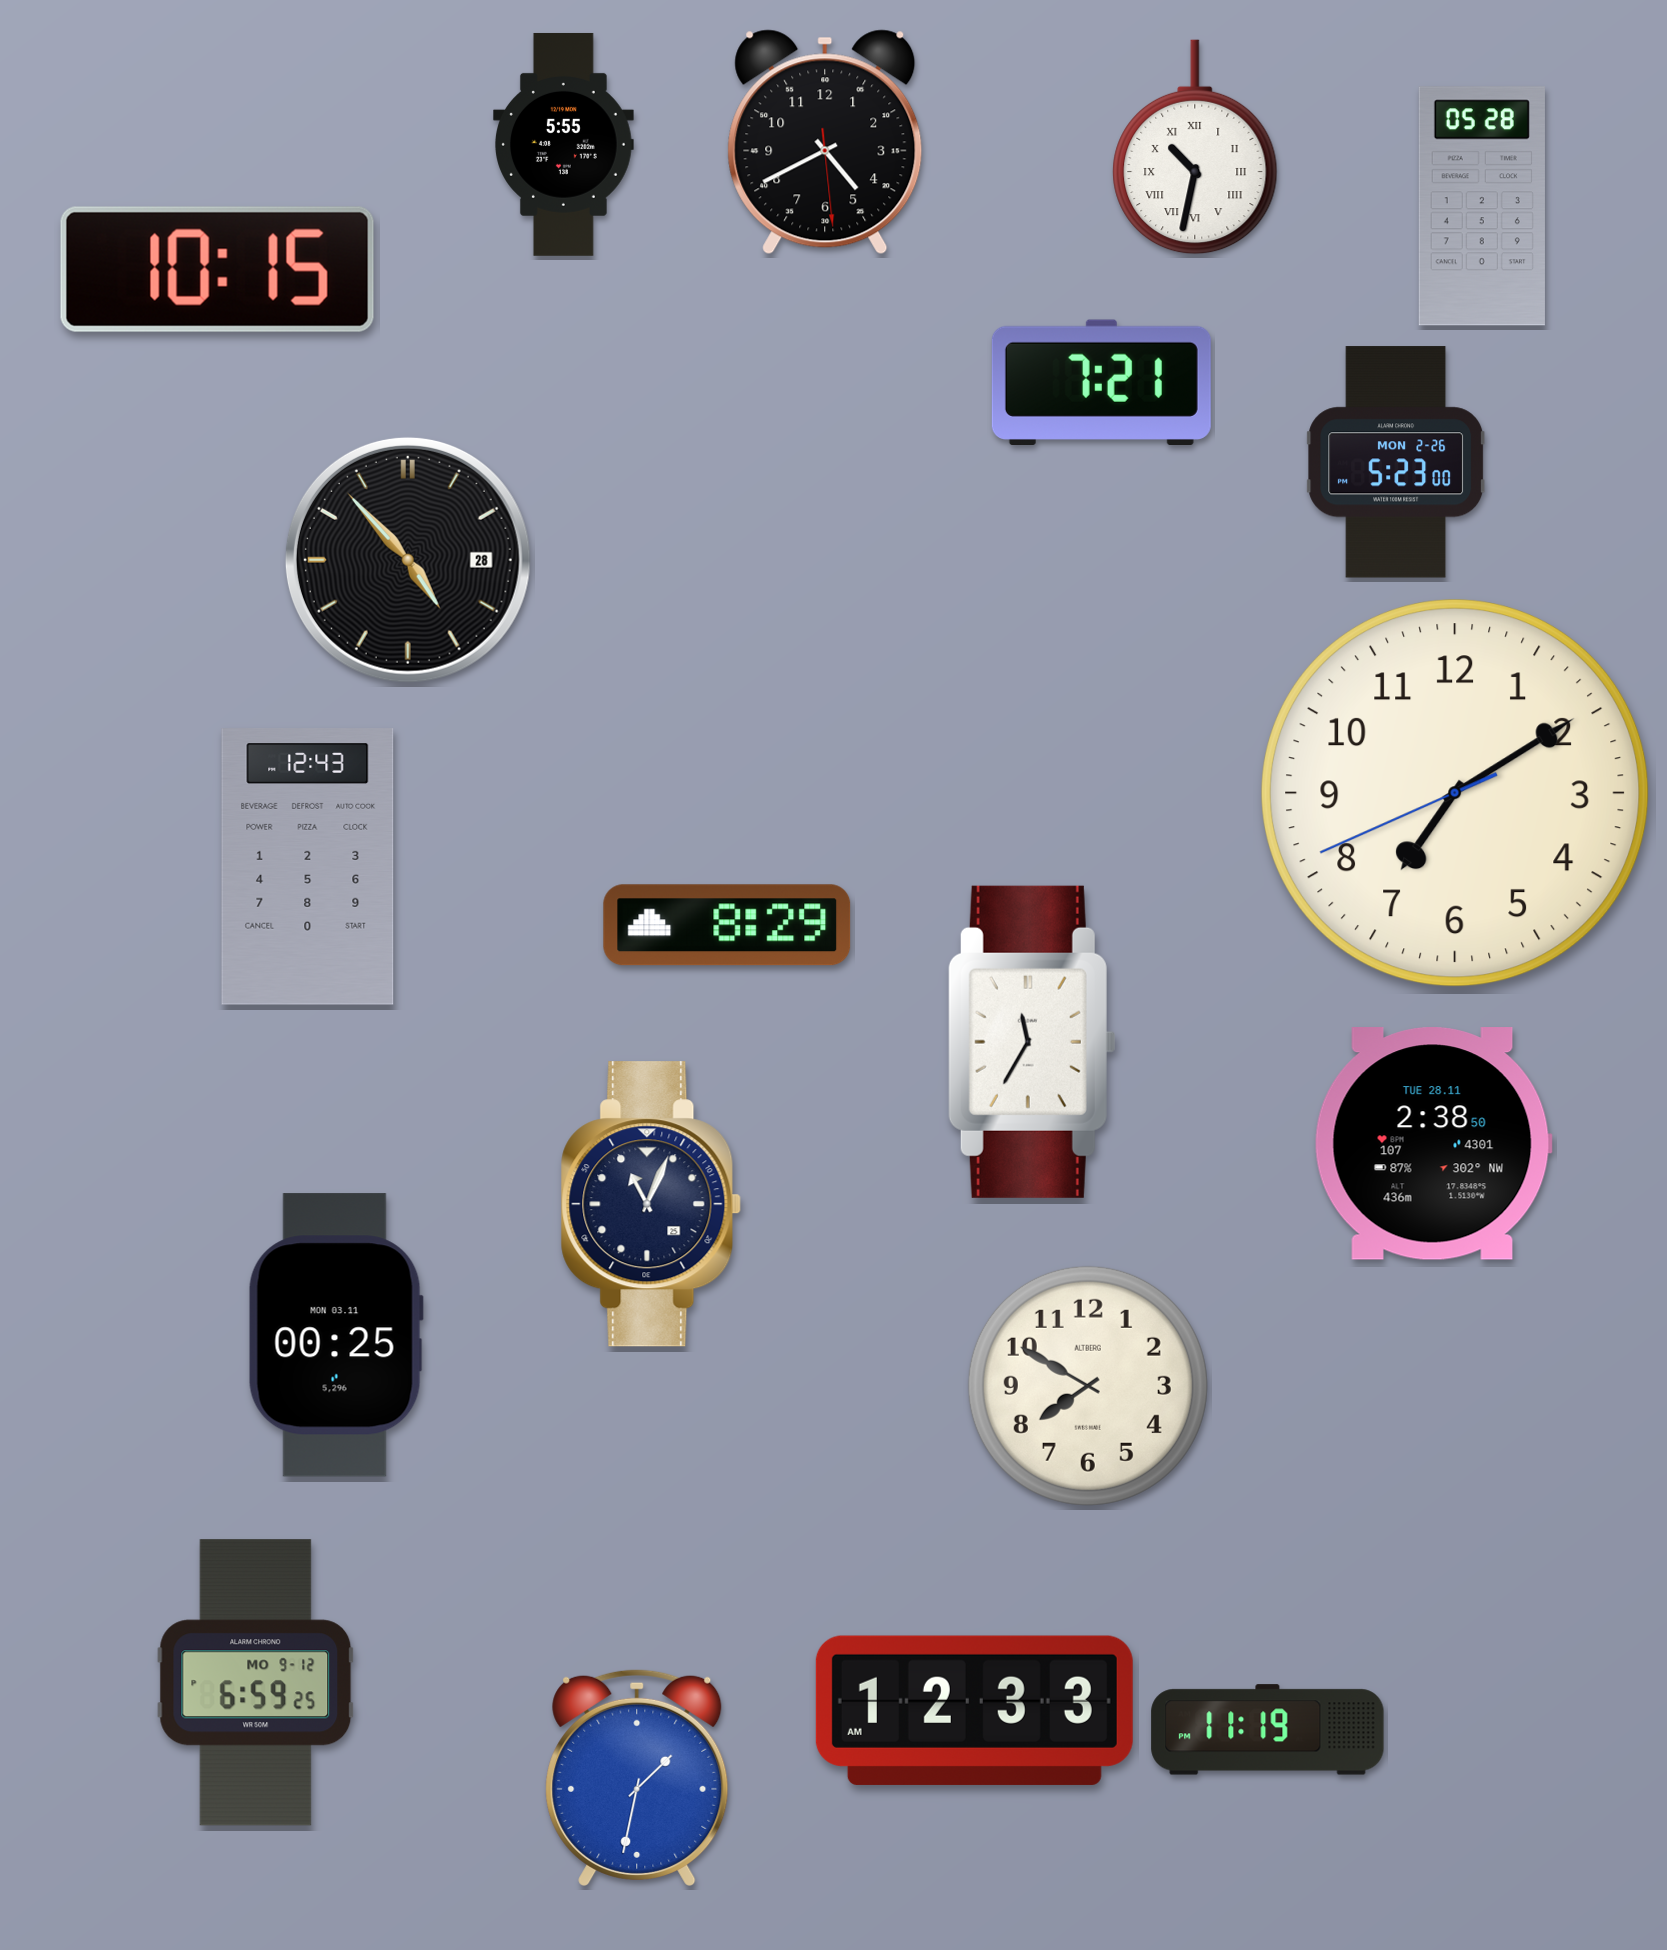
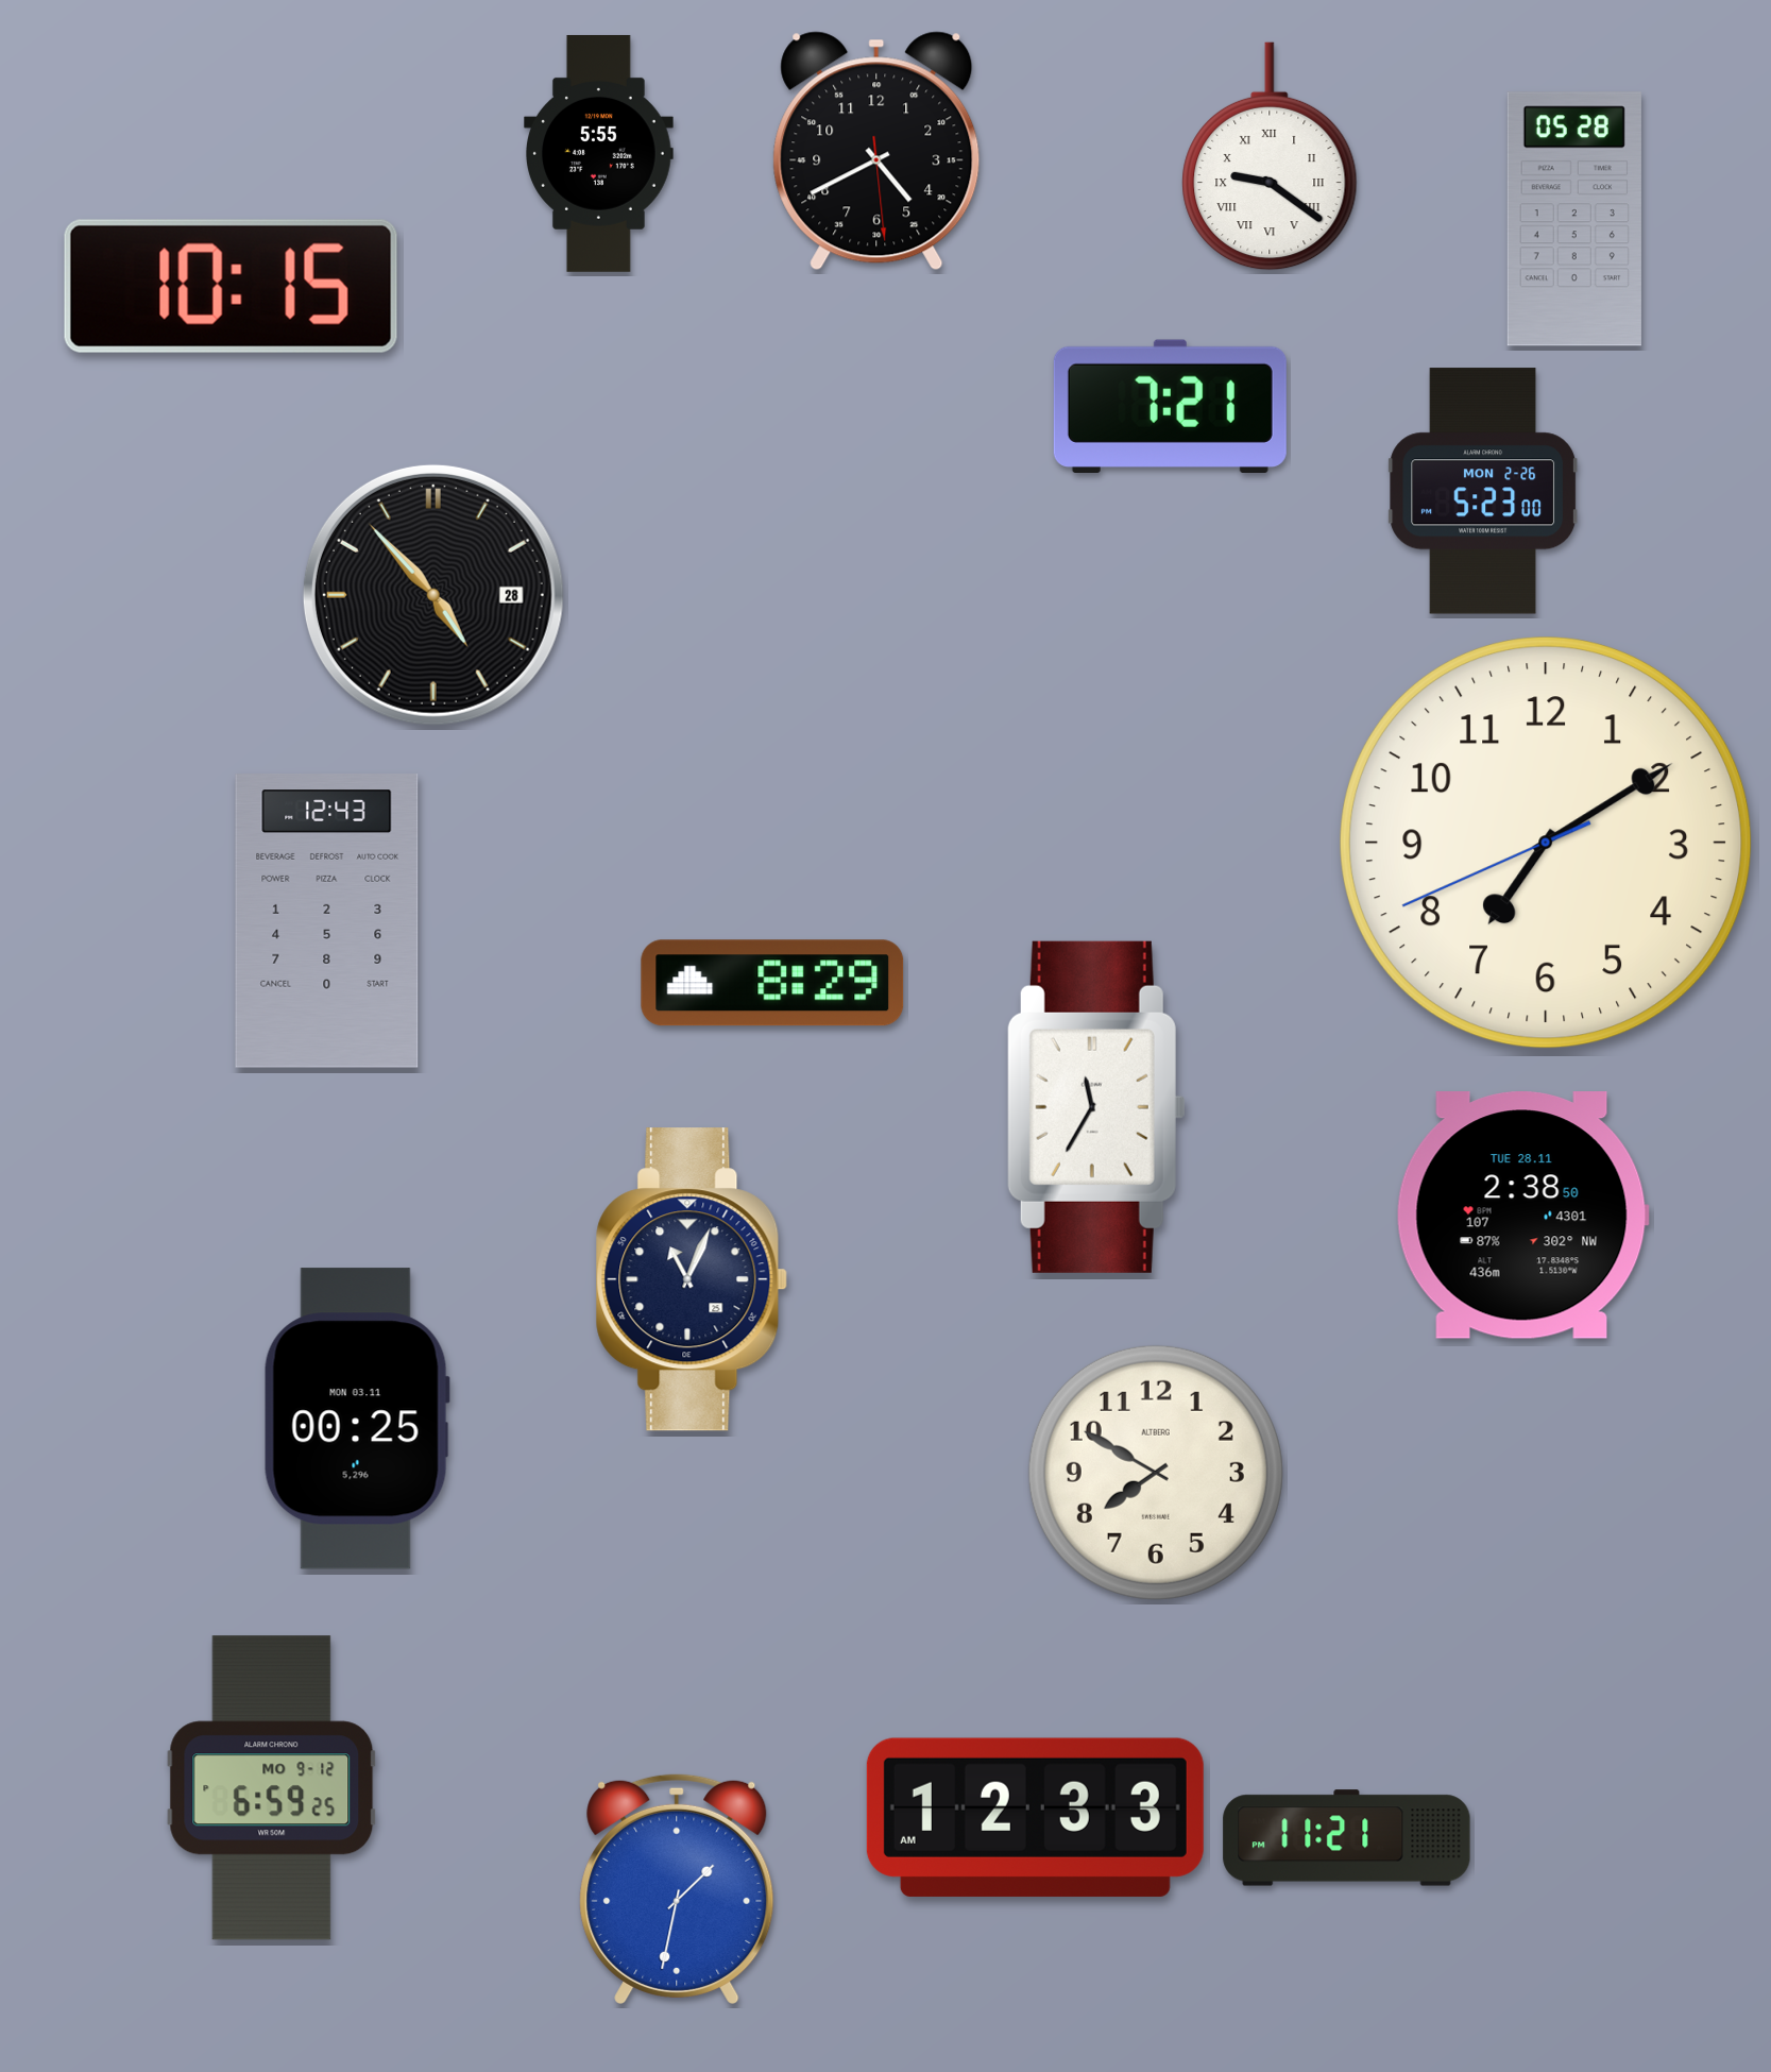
clock at (1195, 147): 10:32 -> 9:21
clock at (1268, 1730): 11:19 -> 11:21
